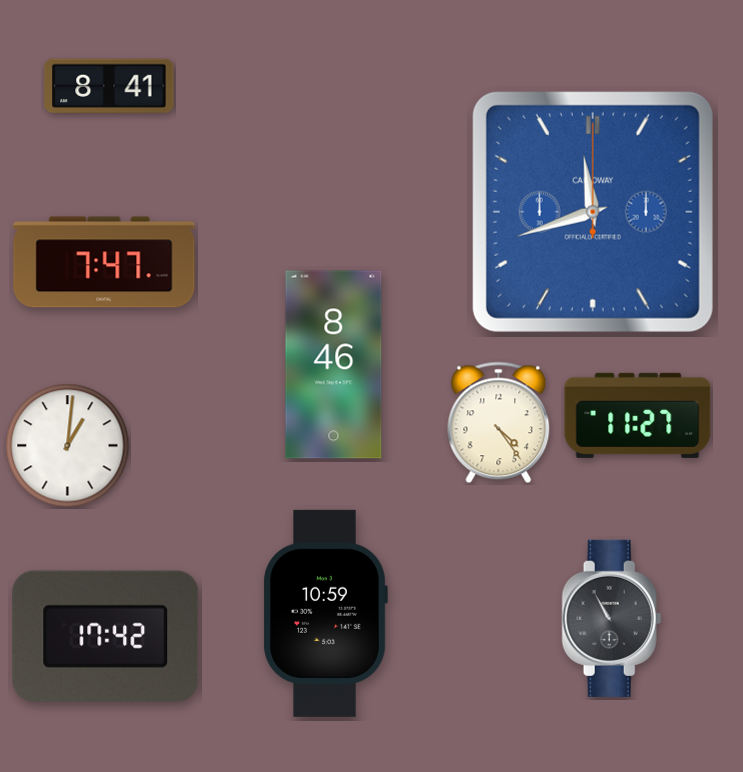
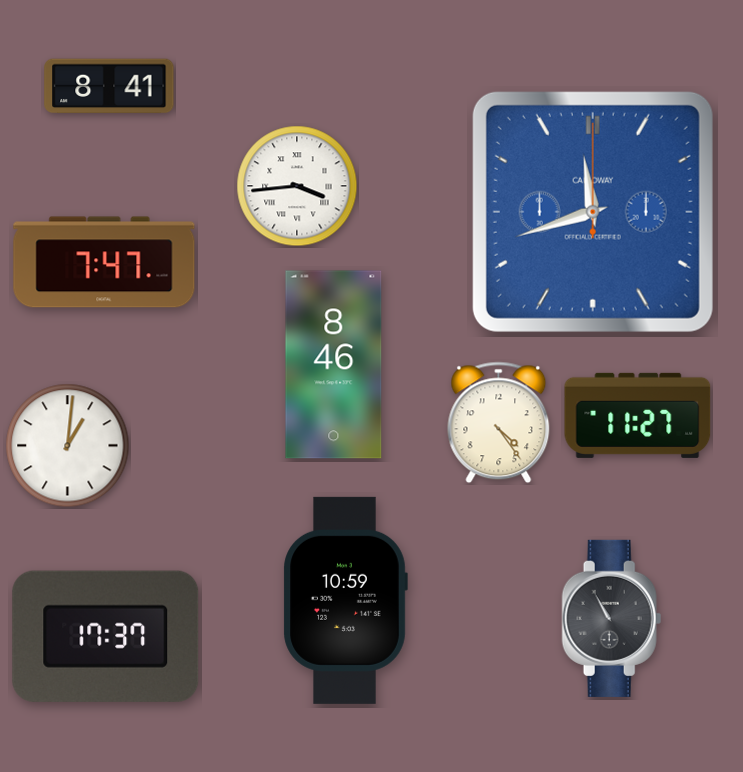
clock at (297, 186): none -> 3:44
clock at (325, 613) position: (325, 613) -> (345, 600)
clock at (106, 636): 17:42 -> 17:37
